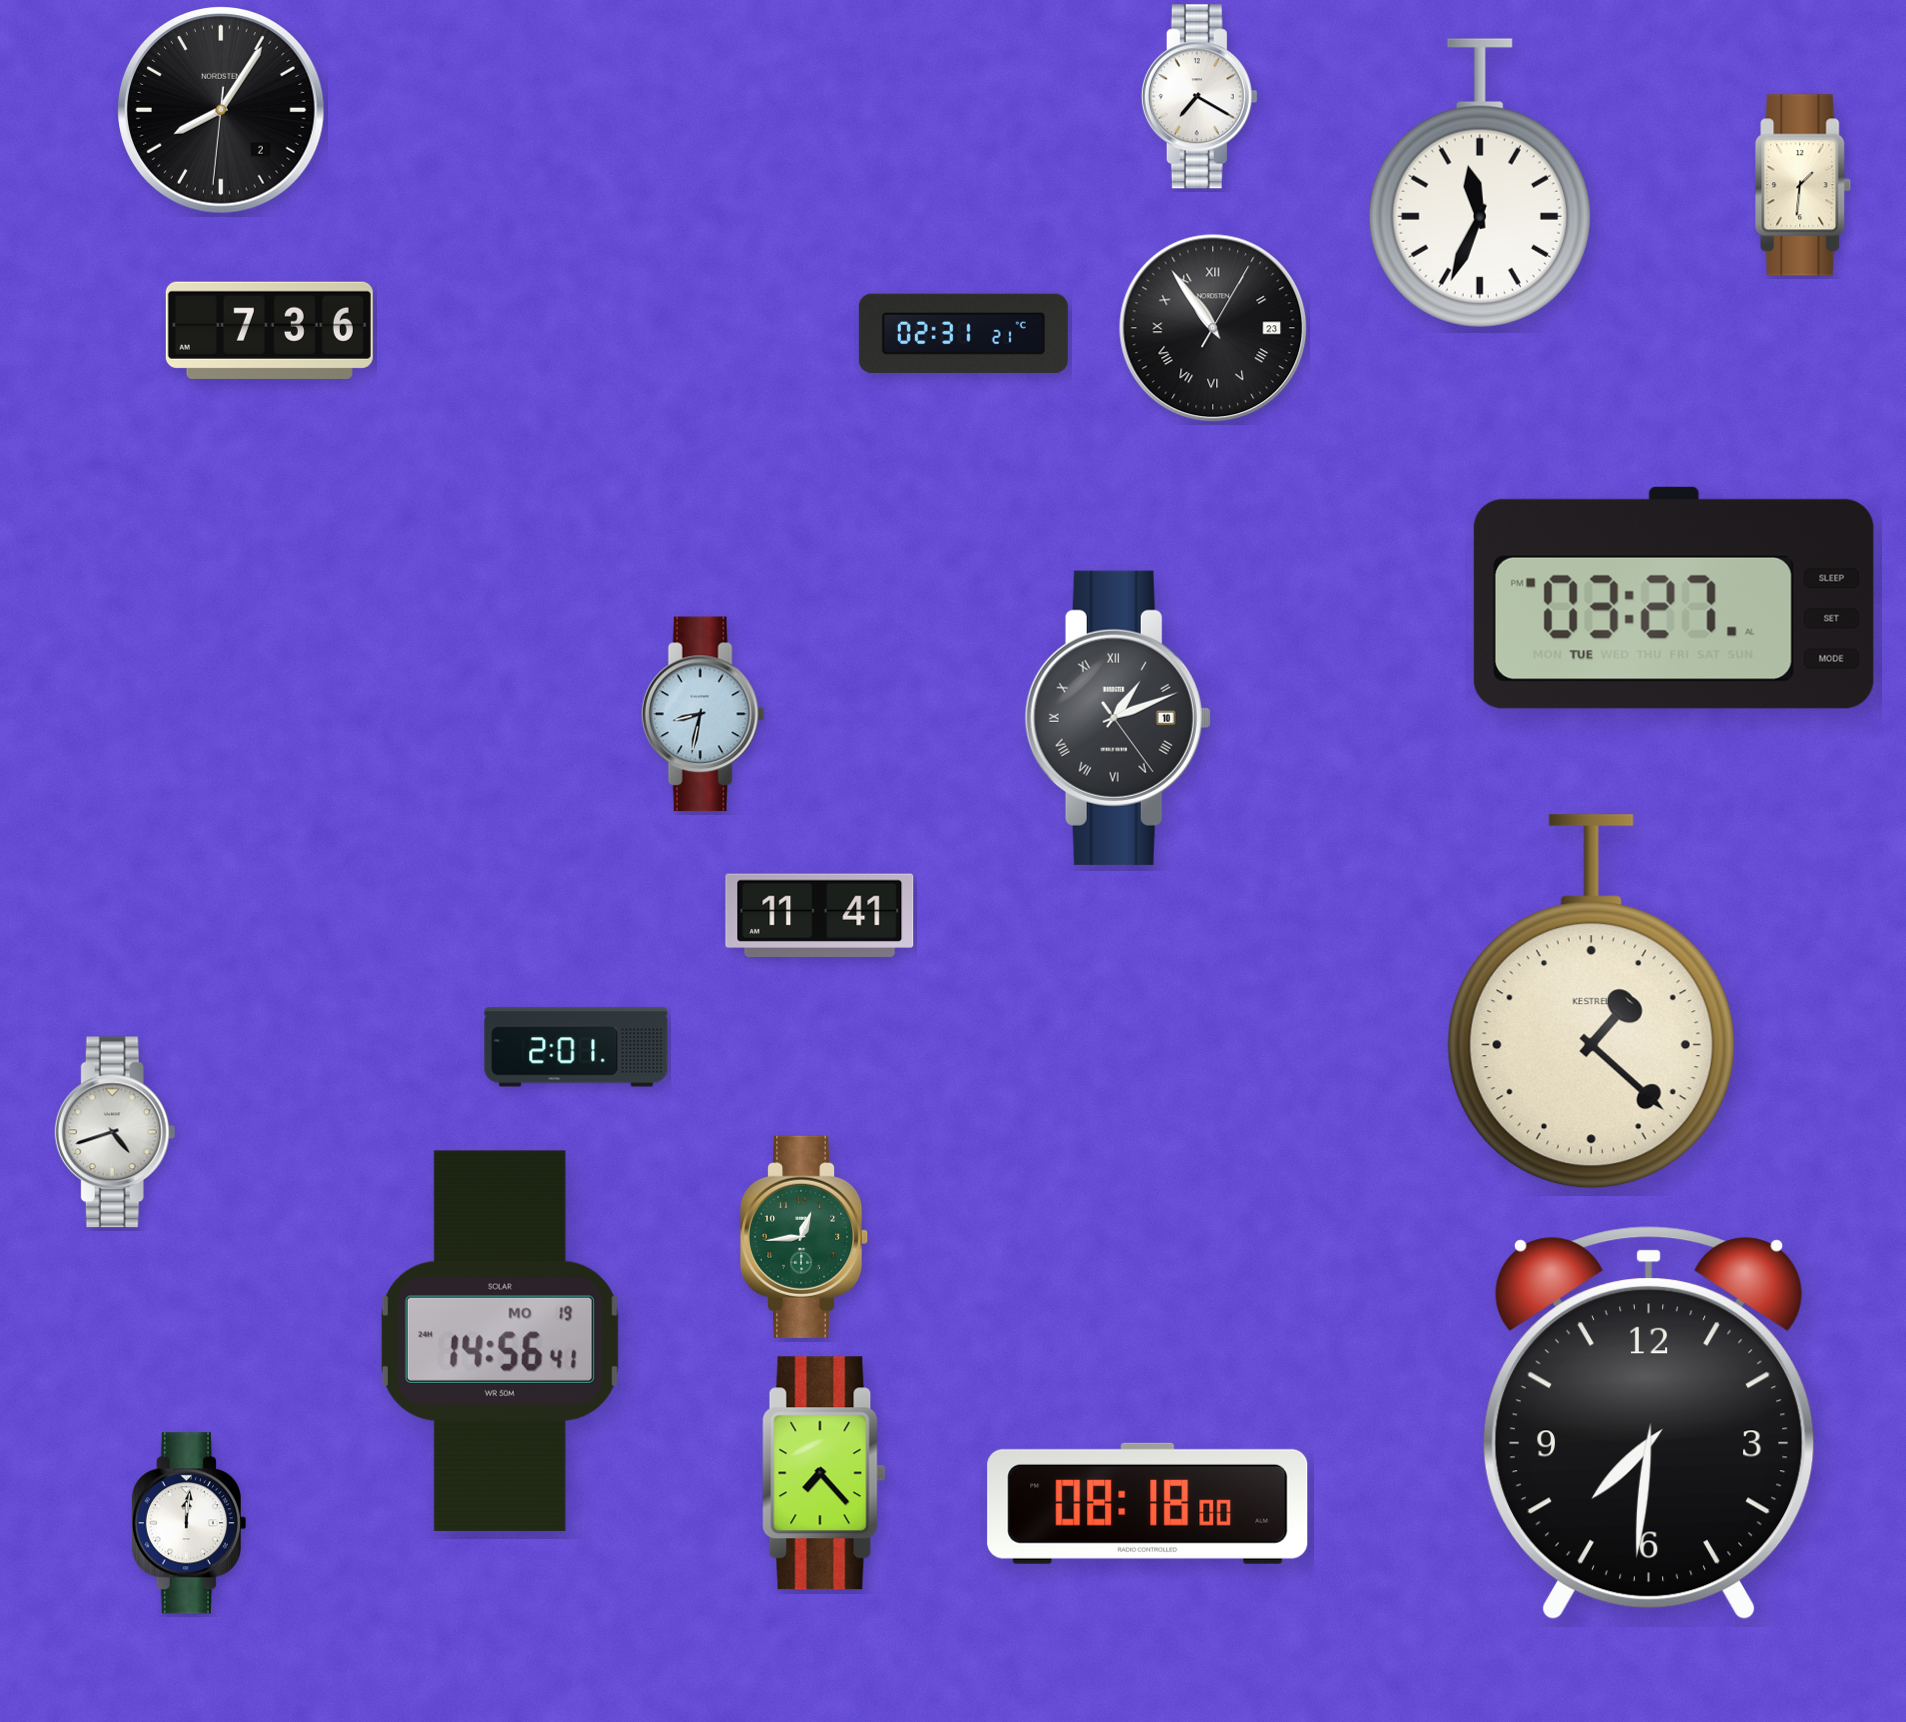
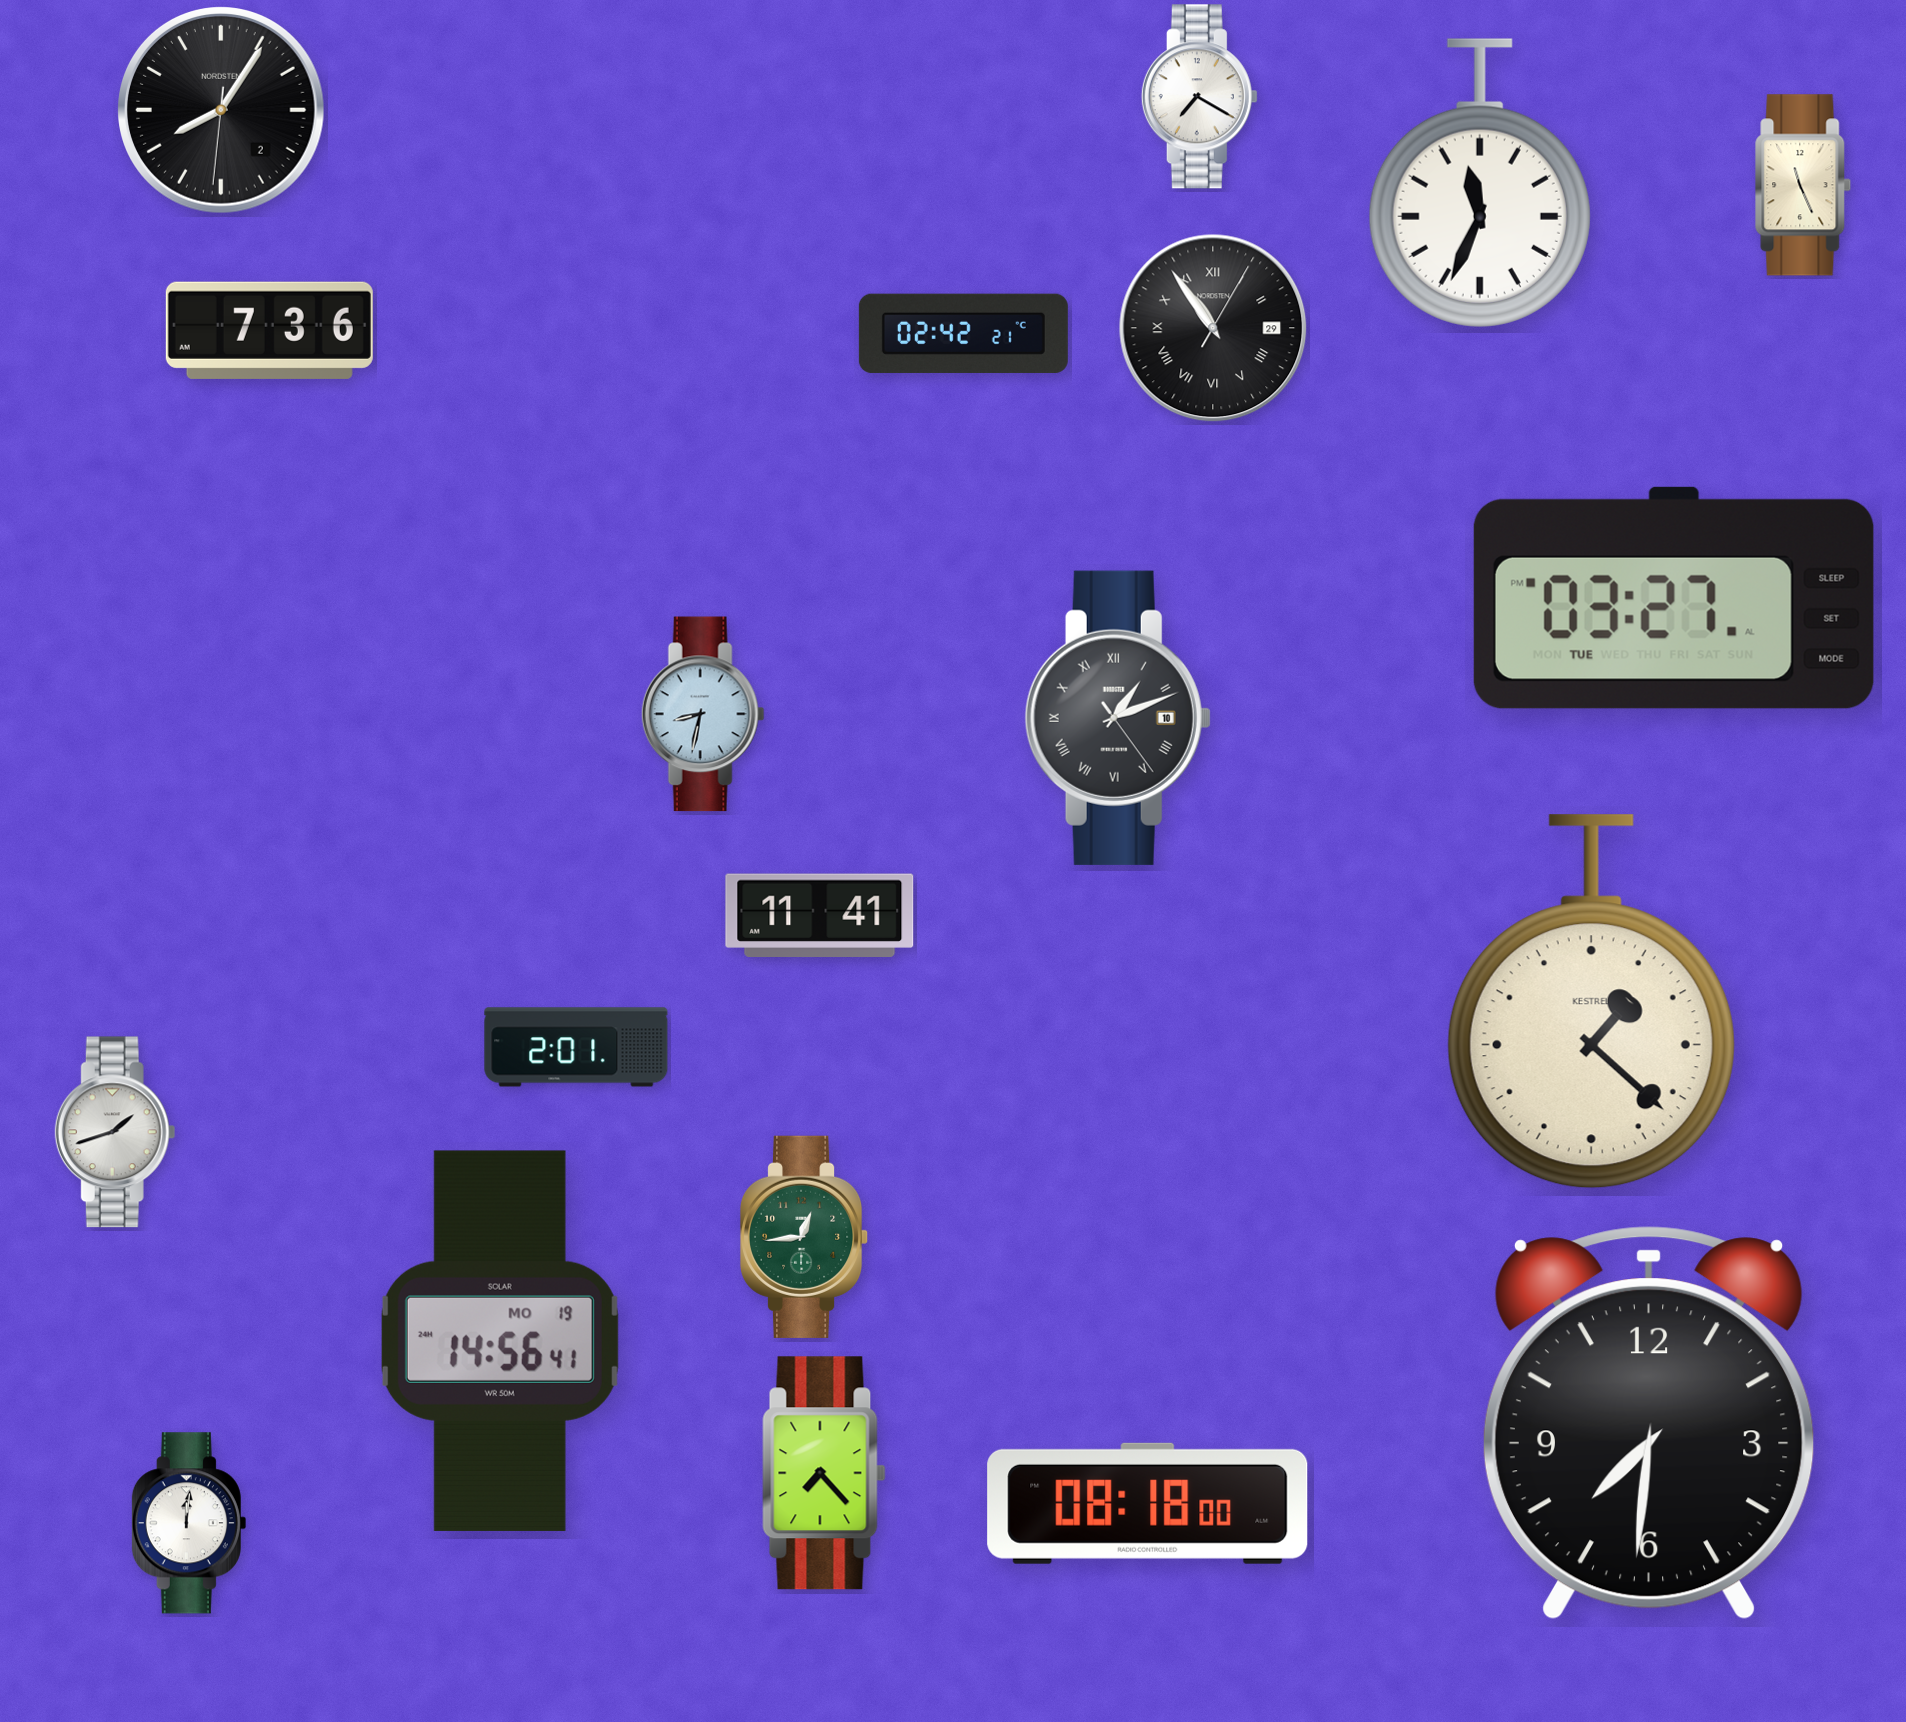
clock at (1803, 185): 1:31 -> 11:26
clock at (1213, 328) date: 23 -> 29
clock at (963, 333): 02:31 -> 02:42
clock at (115, 1132): 4:42 -> 1:42
